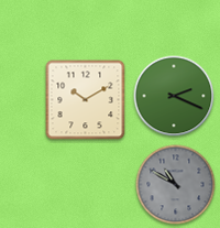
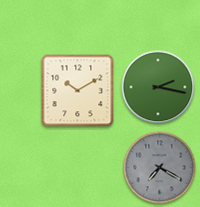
clock at (174, 96): 2:19 -> 2:17
clock at (176, 185): 10:50 -> 7:20
